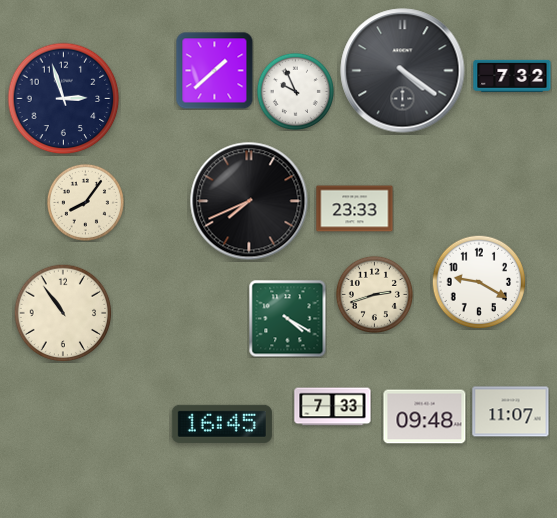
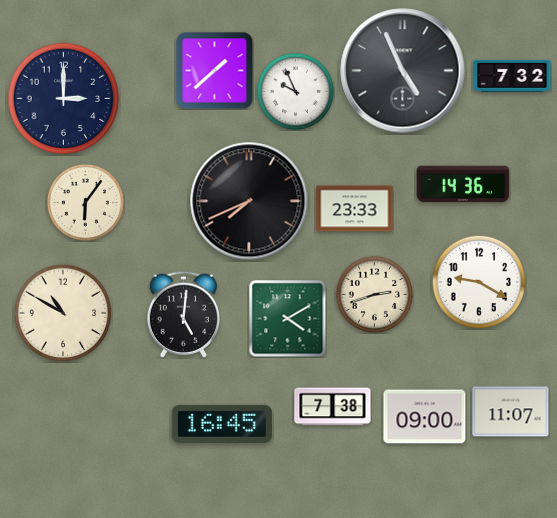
clock at (403, 71): 4:21 -> 4:56
clock at (64, 99): 2:57 -> 3:00
clock at (463, 184): none -> 14:36
clock at (85, 202): 8:06 -> 6:06
clock at (63, 313): 10:54 -> 10:50
clock at (183, 314): none -> 5:01
clock at (287, 318): 4:20 -> 4:10
clock at (333, 407): 7:33 -> 7:38
clock at (425, 417): 09:48 -> 09:00
